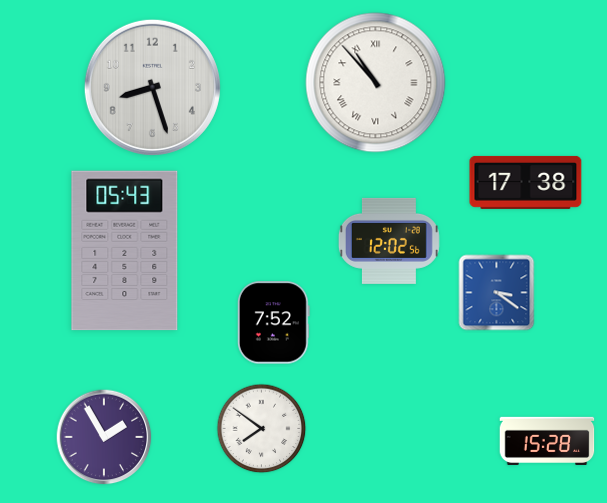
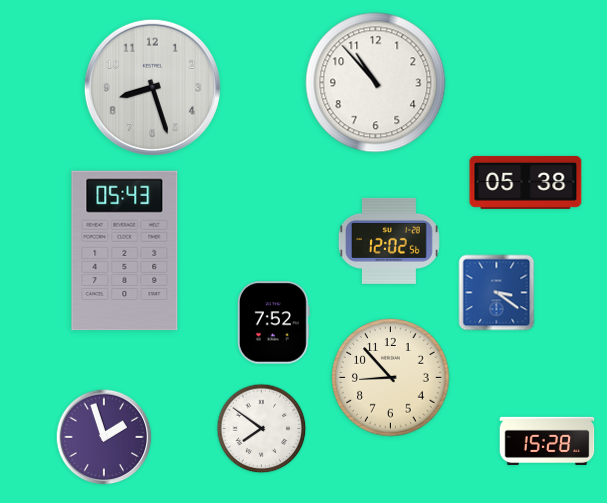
clock at (376, 83) numerals: Roman -> Arabic
clock at (526, 182): 17:38 -> 05:38
clock at (391, 378): none -> 8:53
clock at (104, 437): 1:55 -> 1:57
